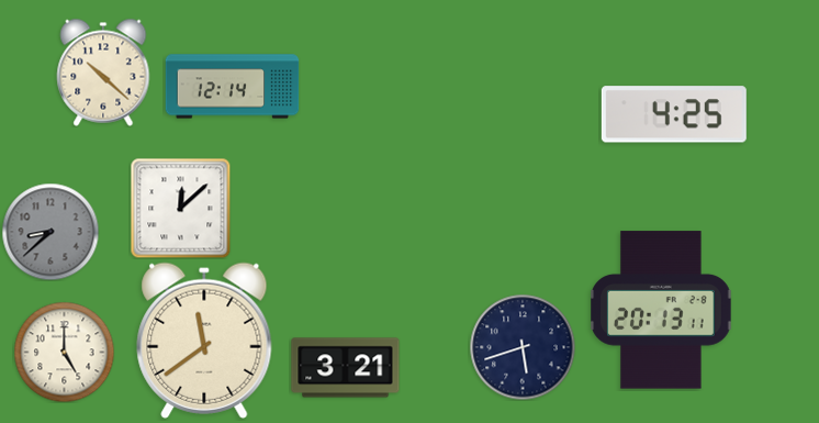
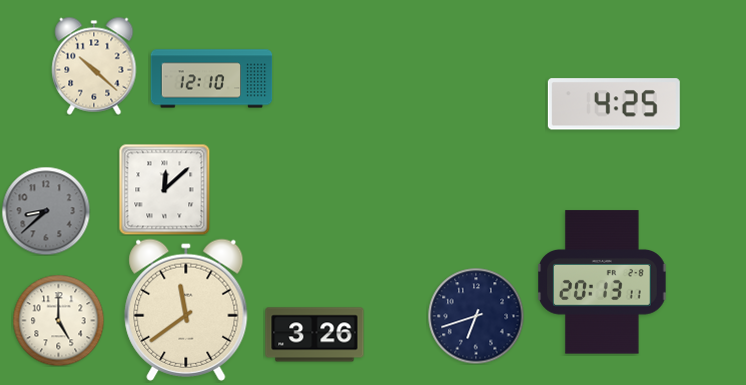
clock at (233, 87): 12:14 -> 12:10
clock at (523, 347): 5:42 -> 6:42
clock at (346, 368): 3:21 -> 3:26
